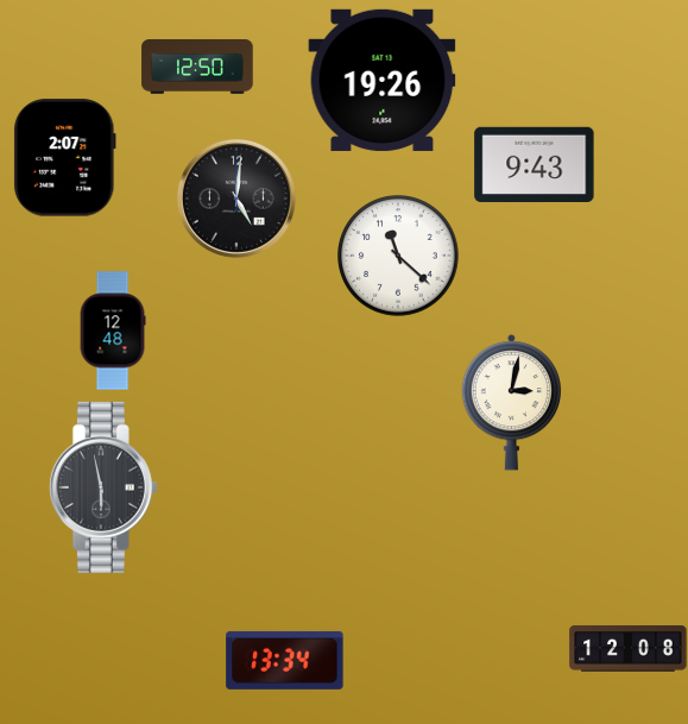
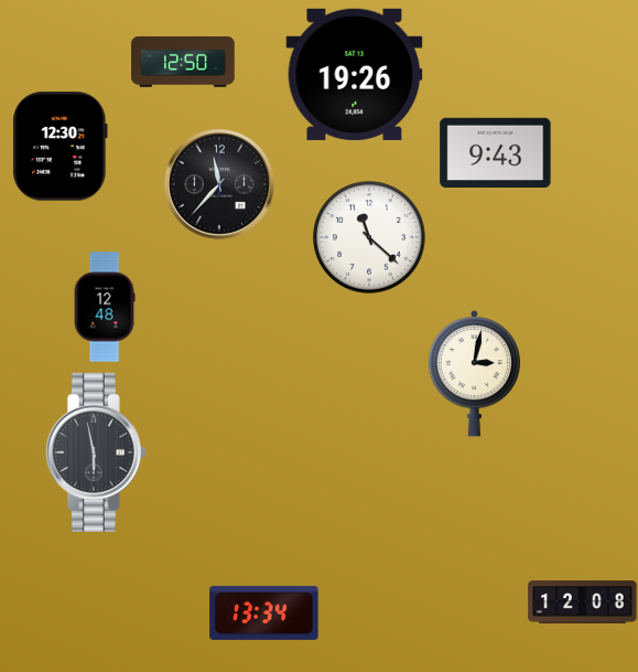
clock at (65, 158): 2:07 -> 12:30
clock at (236, 199): 5:01 -> 11:37
